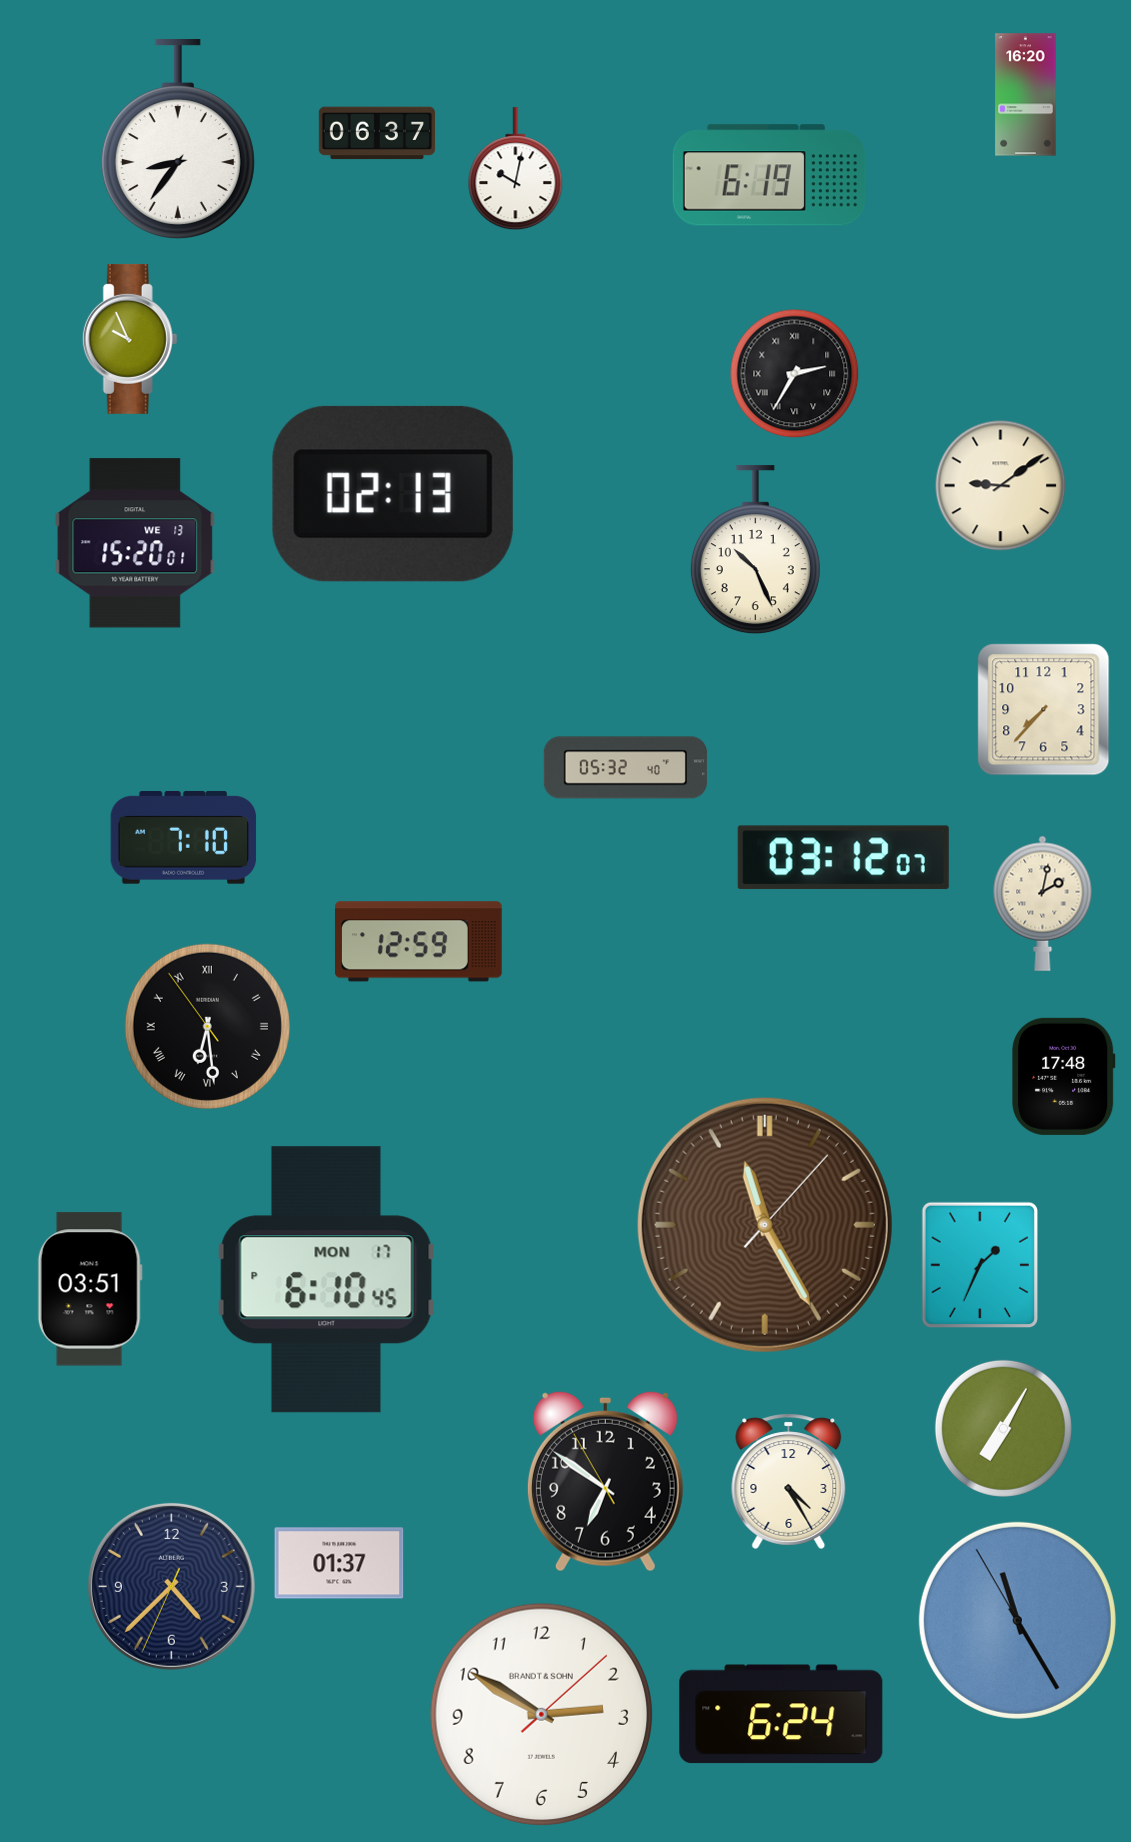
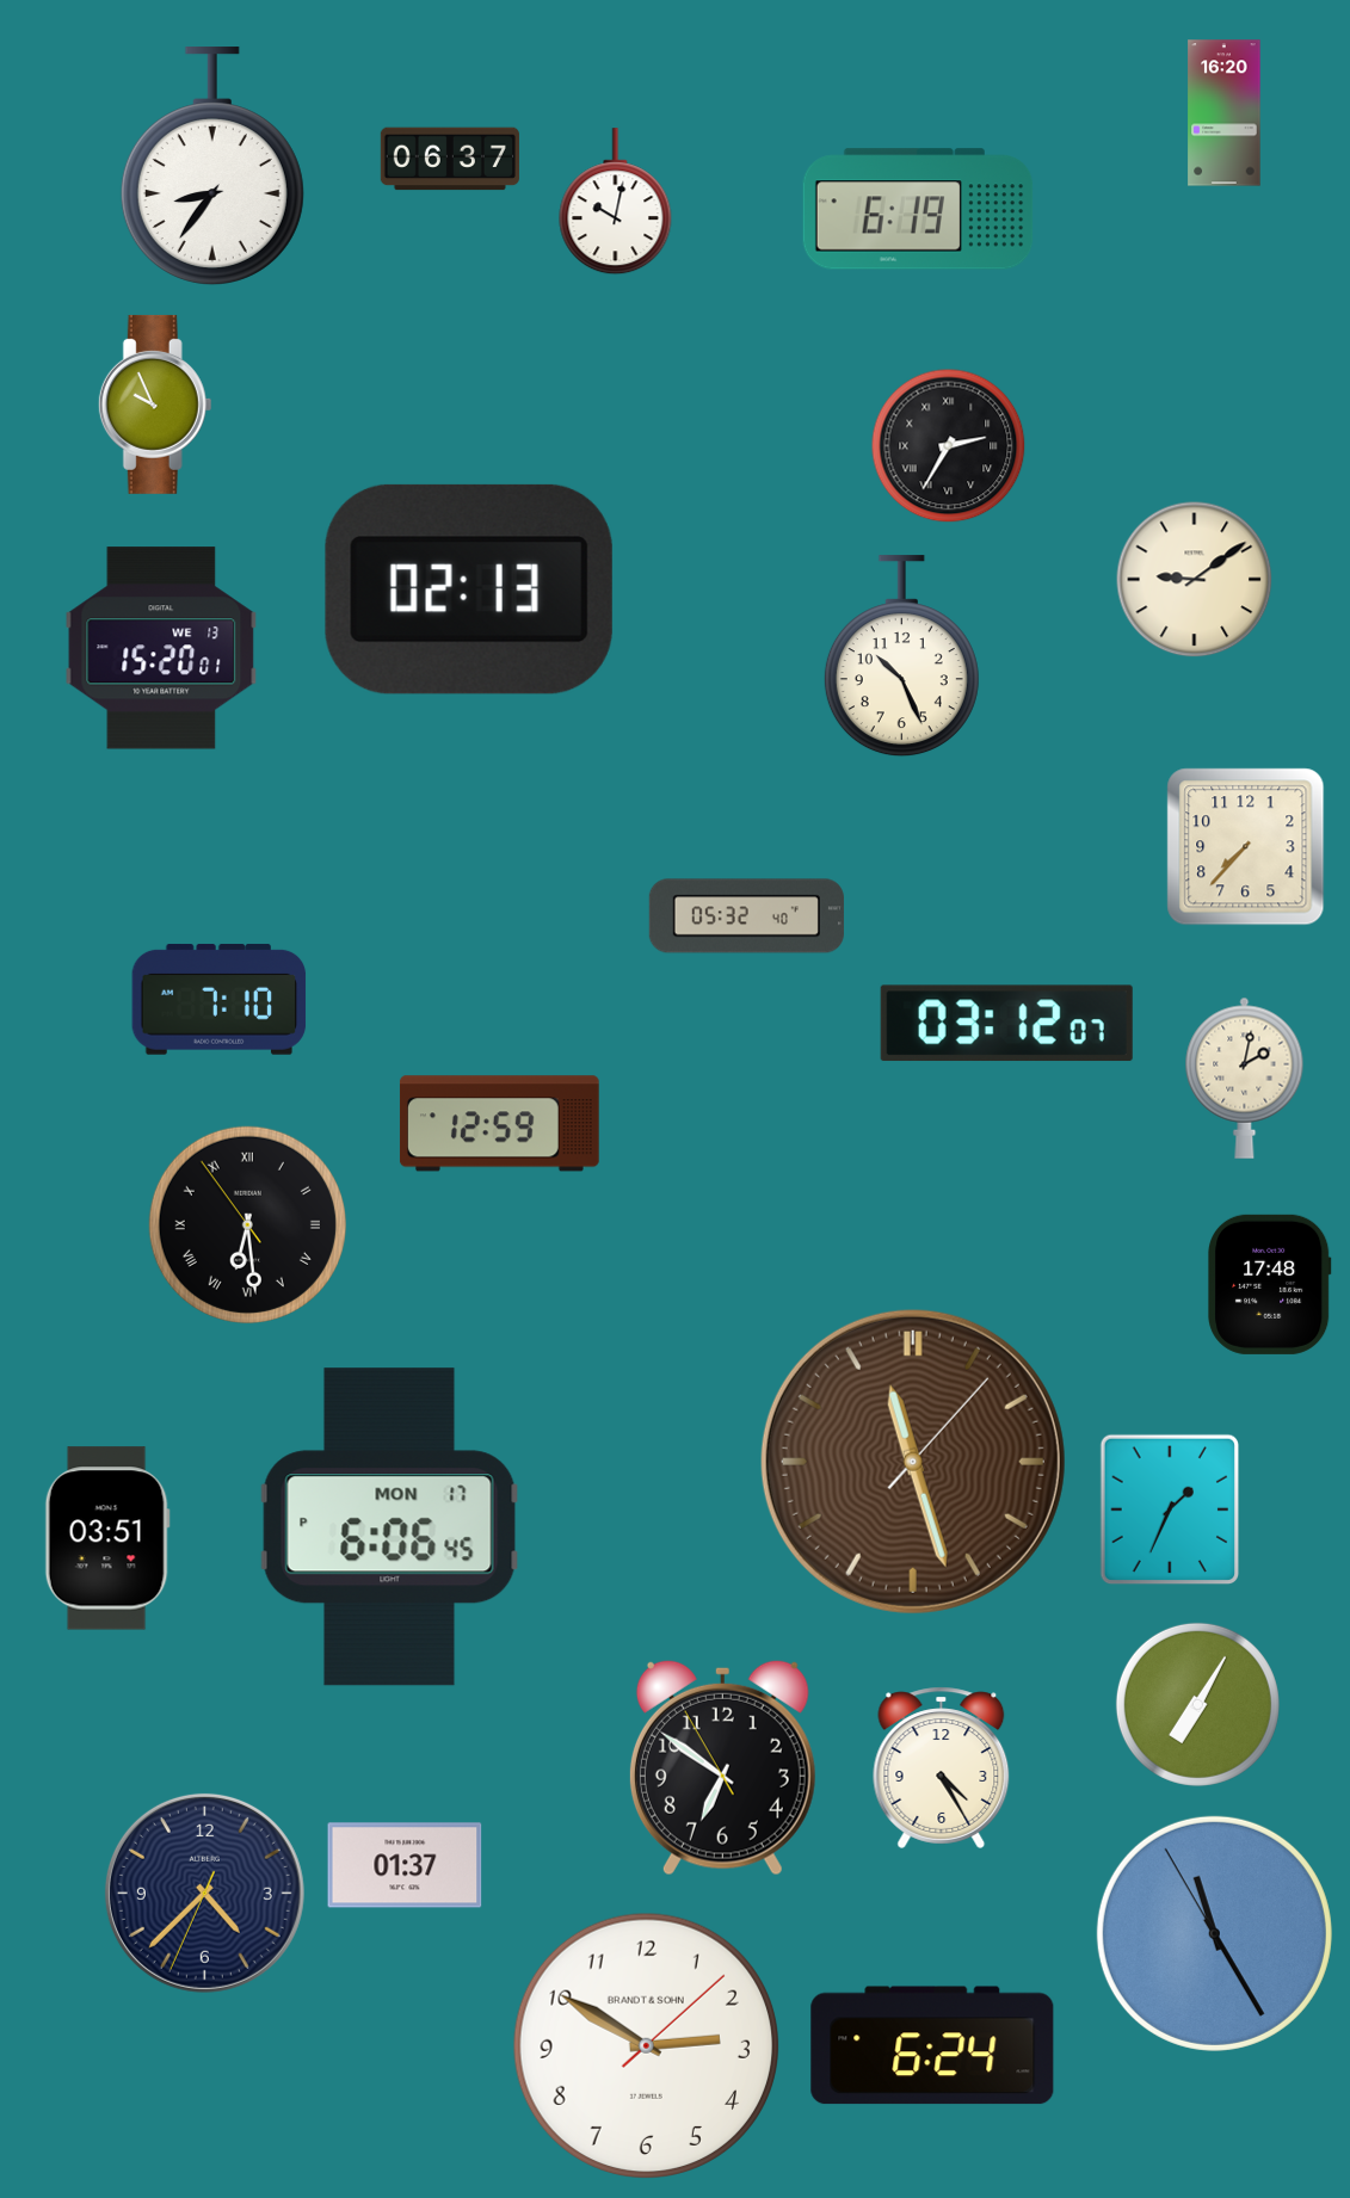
clock at (765, 1225): 11:25 -> 11:27
clock at (327, 1280): 6:10 -> 6:06
